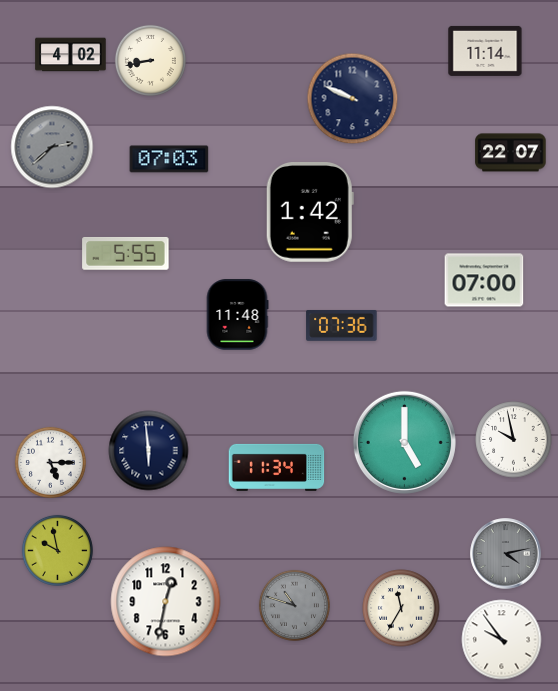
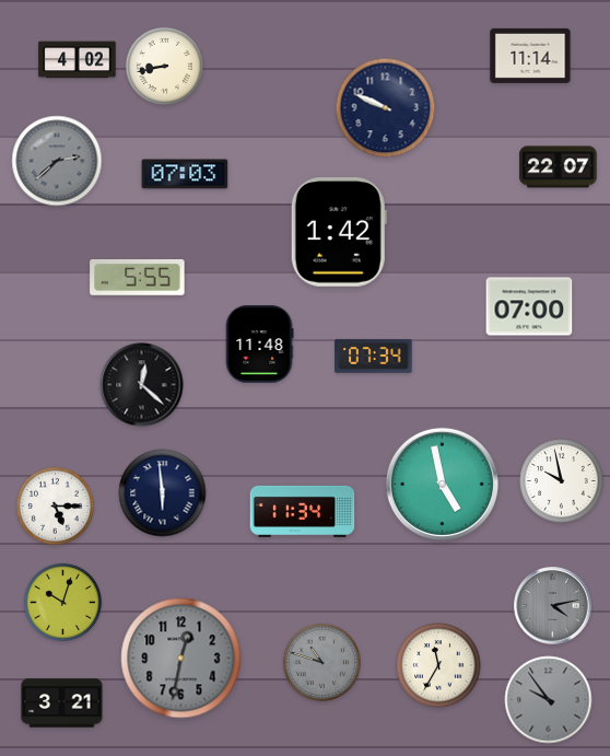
clock at (342, 325): 07:36 -> 07:34
clock at (142, 385): none -> 12:22
clock at (404, 442): 5:00 -> 4:58
clock at (57, 550): 9:58 -> 10:03
clock at (166, 602) dial: white -> grey
clock at (502, 640) dial: white -> grey
clock at (62, 703): none -> 3:21
